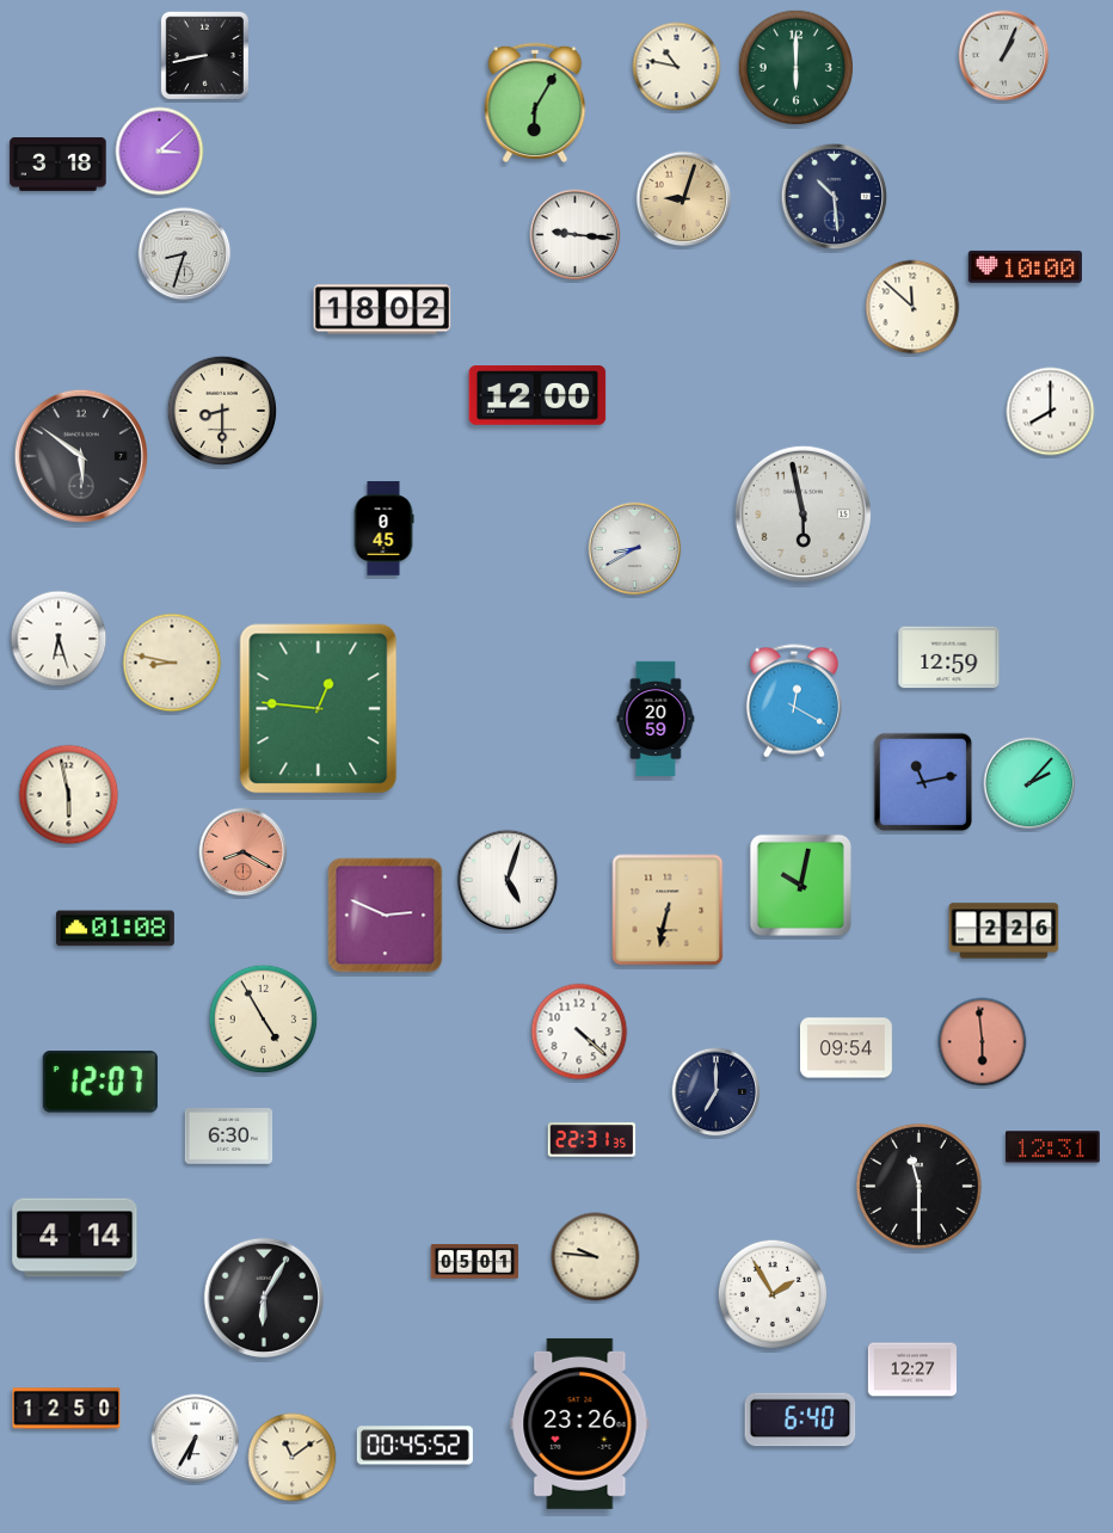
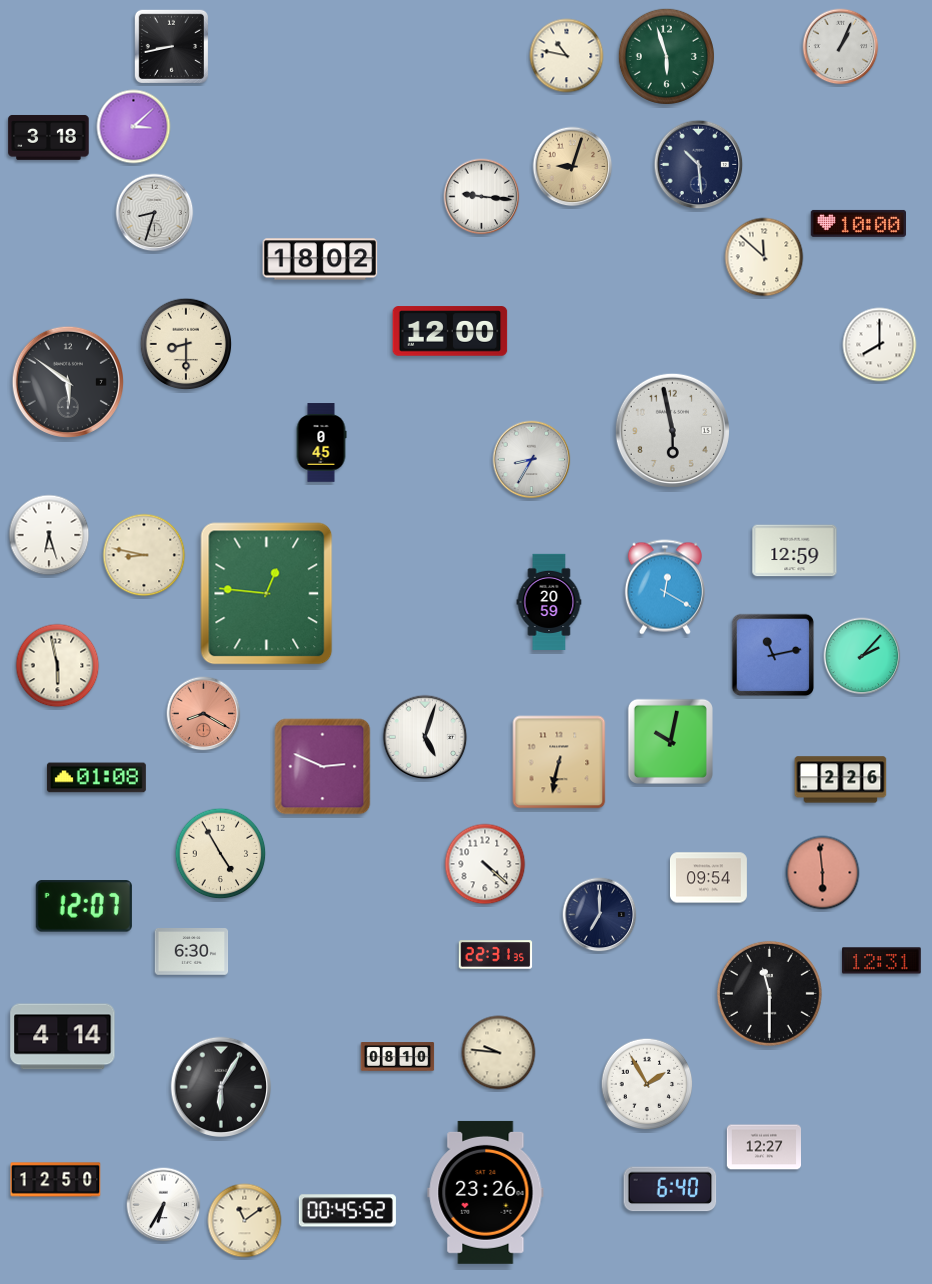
clock at (795, 67): 6:00 -> 5:57
clock at (535, 103): 6:05 -> none
clock at (635, 549): 8:40 -> 8:35
clock at (475, 1262): 05:01 -> 08:10
